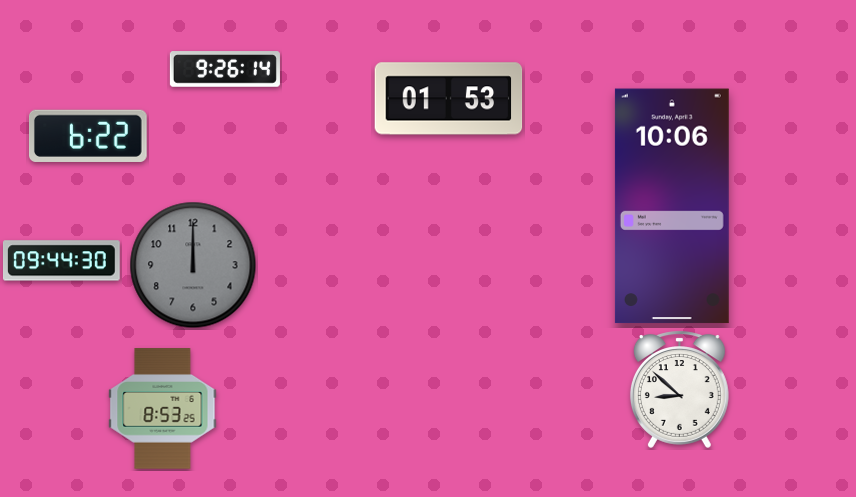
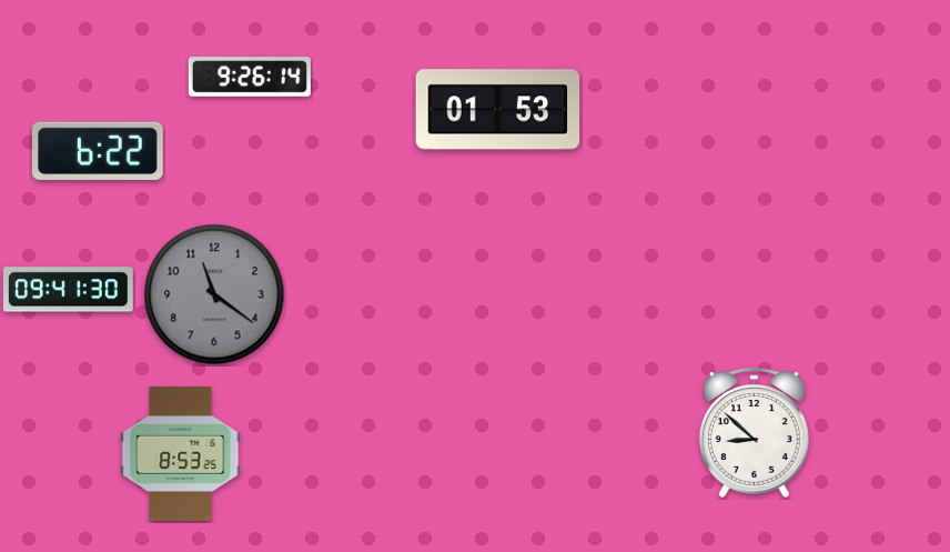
clock at (672, 206): 10:06 -> none
clock at (61, 261): 09:44 -> 09:41
clock at (193, 265): 12:00 -> 11:21
